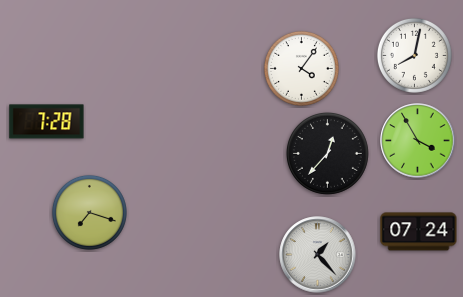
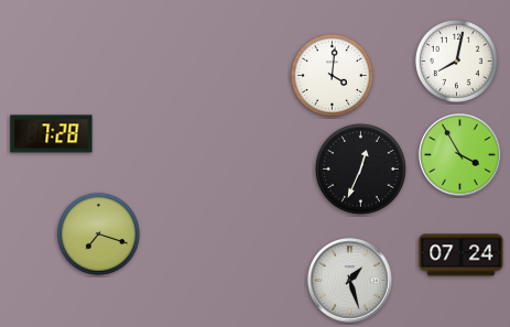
clock at (301, 68): 4:06 -> 4:01
clock at (327, 153): 12:37 -> 12:34
clock at (318, 255): 1:23 -> 1:27
